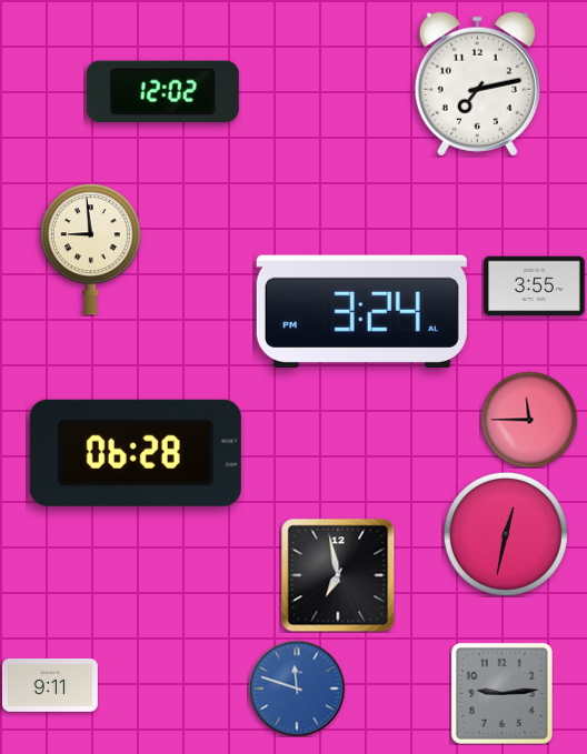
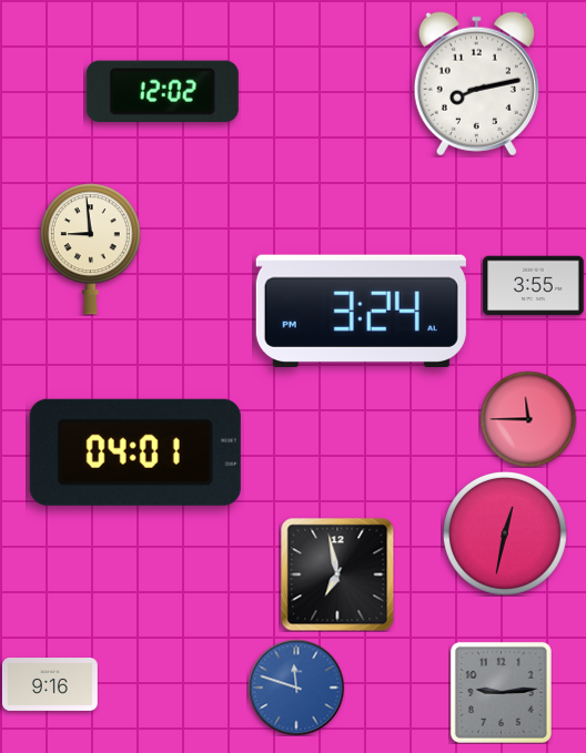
clock at (477, 84): 7:13 -> 8:13
clock at (136, 453): 06:28 -> 04:01
clock at (50, 686): 9:11 -> 9:16
